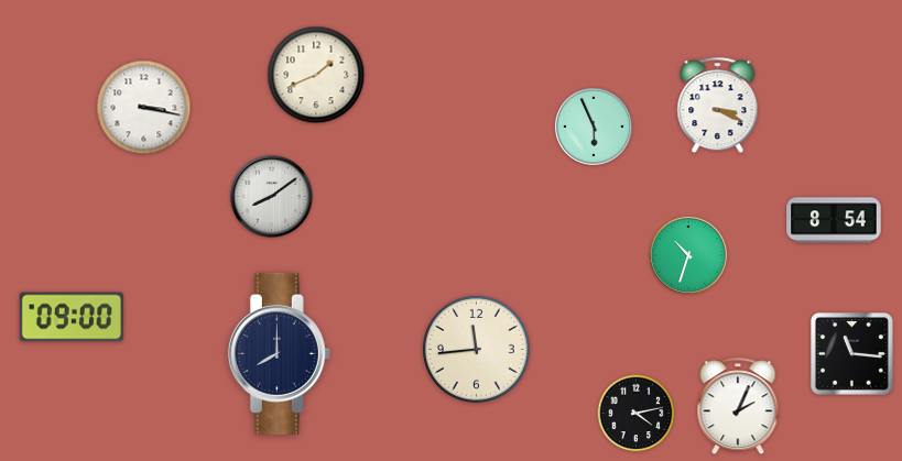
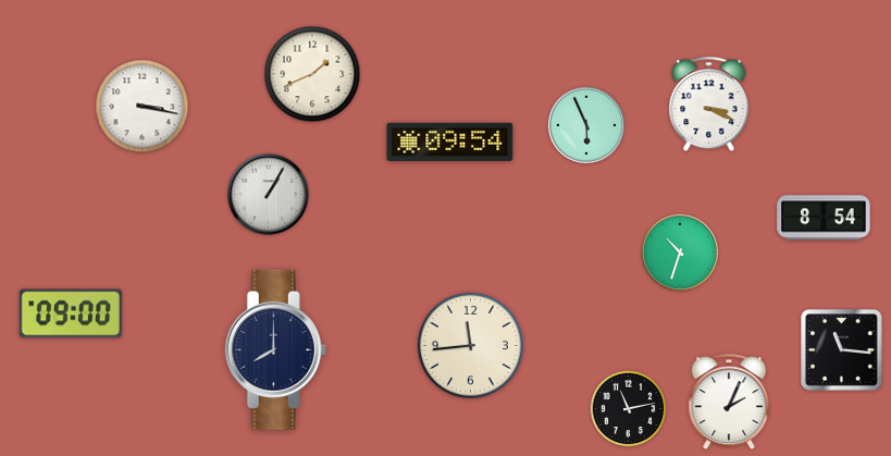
clock at (450, 141): none -> 09:54
clock at (272, 197): 8:09 -> 1:05
clock at (637, 414): 4:13 -> 11:13
